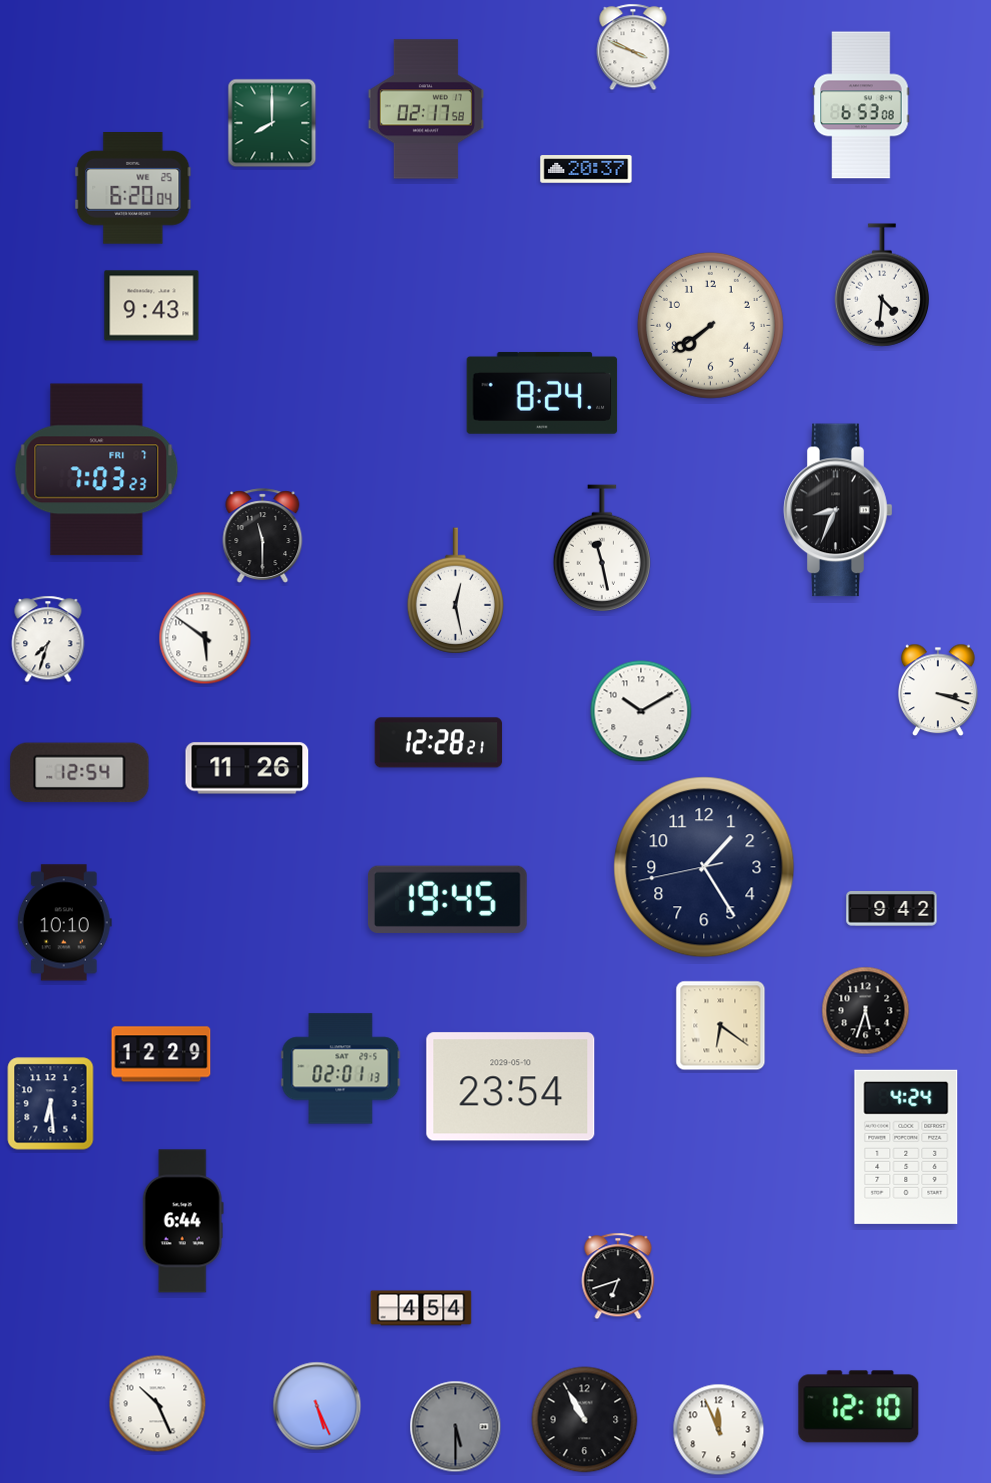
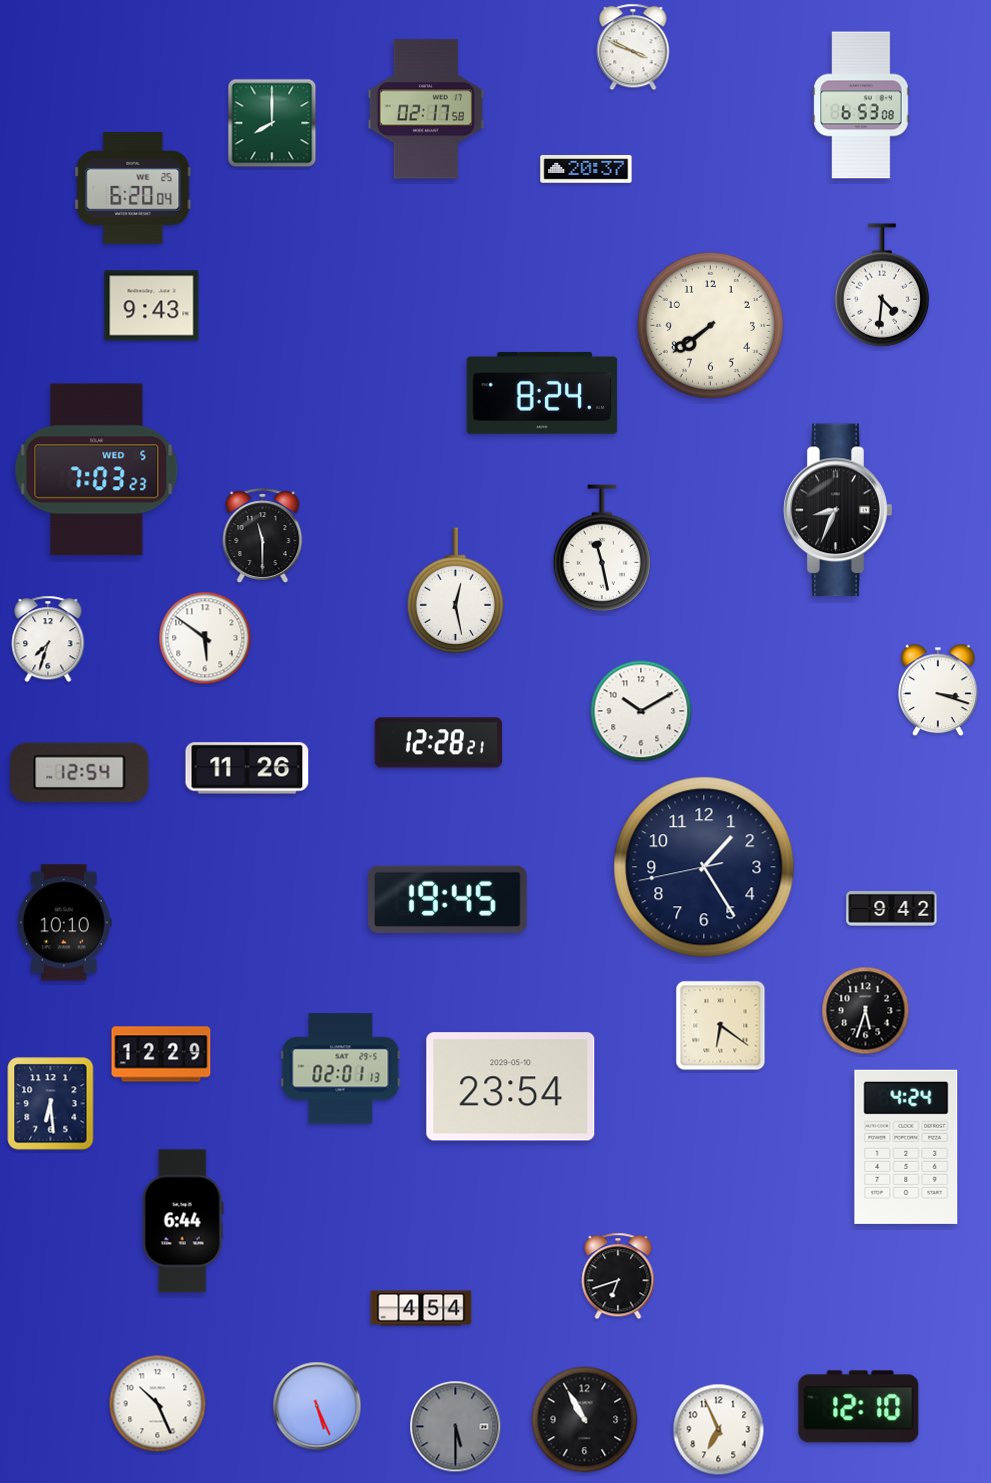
clock at (97, 470) date: FRI 7 -> WED 5
clock at (719, 1430): 11:56 -> 6:56
